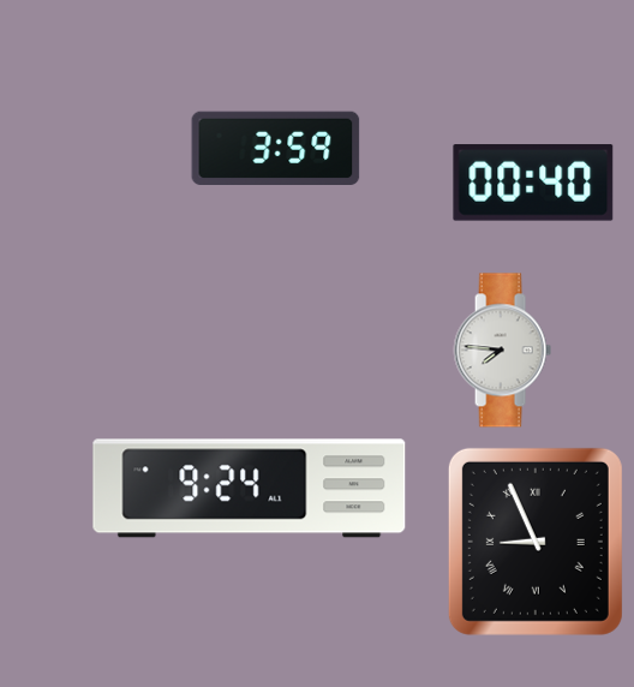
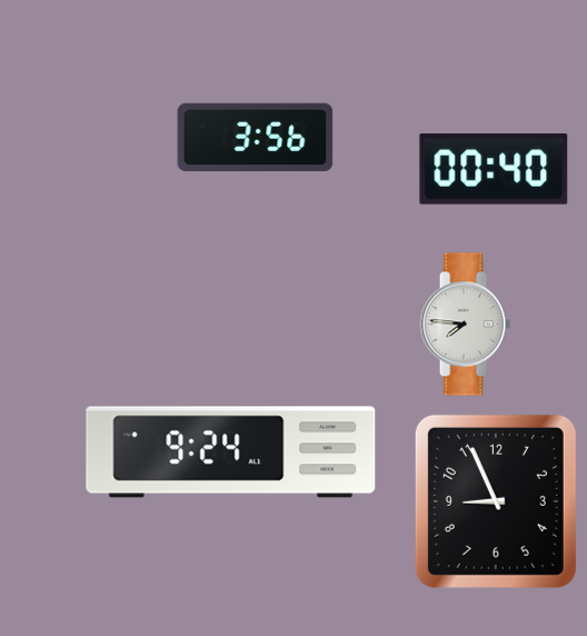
clock at (276, 149): 3:59 -> 3:56
clock at (536, 542) numerals: Roman -> Arabic
